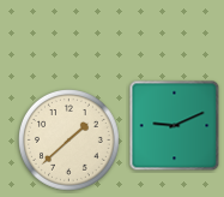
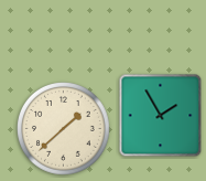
clock at (175, 126): 9:11 -> 1:55
